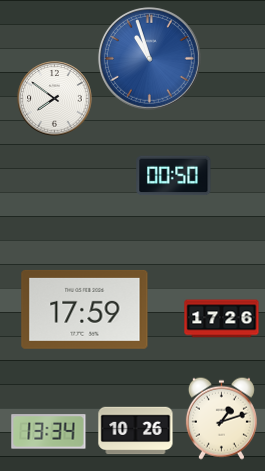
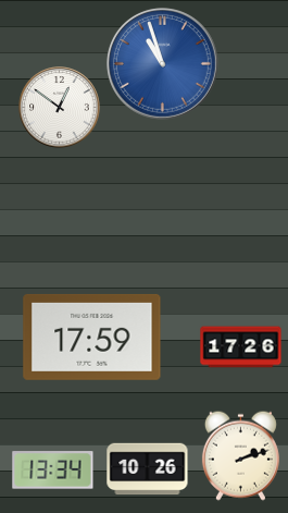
clock at (55, 99): 7:51 -> 12:51
clock at (174, 176): 00:50 -> none
clock at (221, 418): 1:12 -> 2:12
